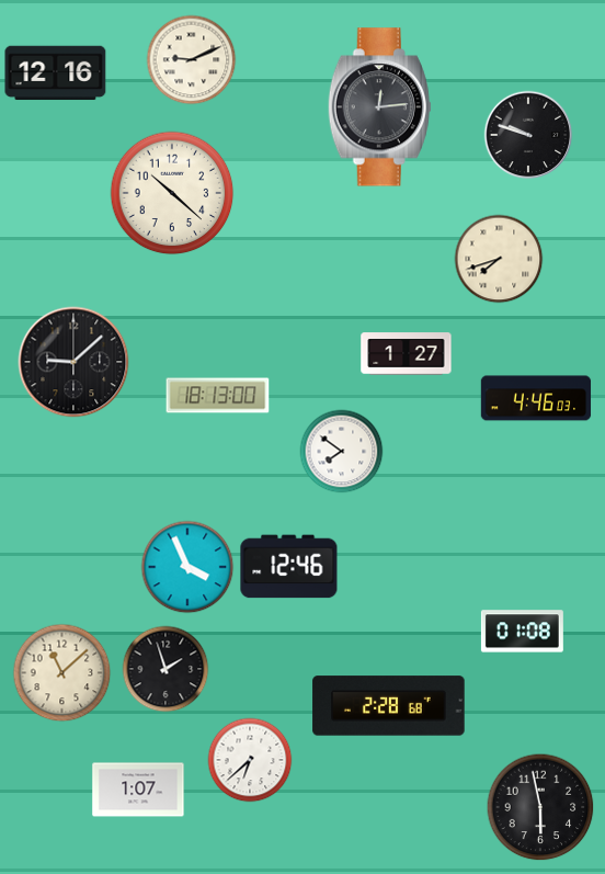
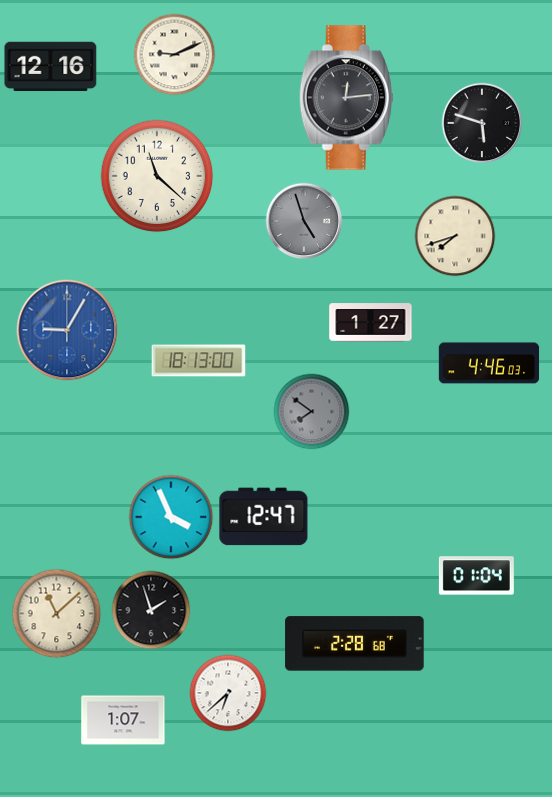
clock at (528, 135): 9:48 -> 5:48
clock at (172, 193): 10:22 -> 11:22
clock at (304, 221): none -> 4:57
clock at (73, 362): 9:08 -> 9:05
clock at (73, 362) dial: black -> blue
clock at (342, 452) dial: white -> grey
clock at (289, 567): 12:46 -> 12:47
clock at (522, 632): 01:08 -> 01:04
clock at (138, 790) position: (138, 790) -> (123, 720)
clock at (540, 807): 5:58 -> none
